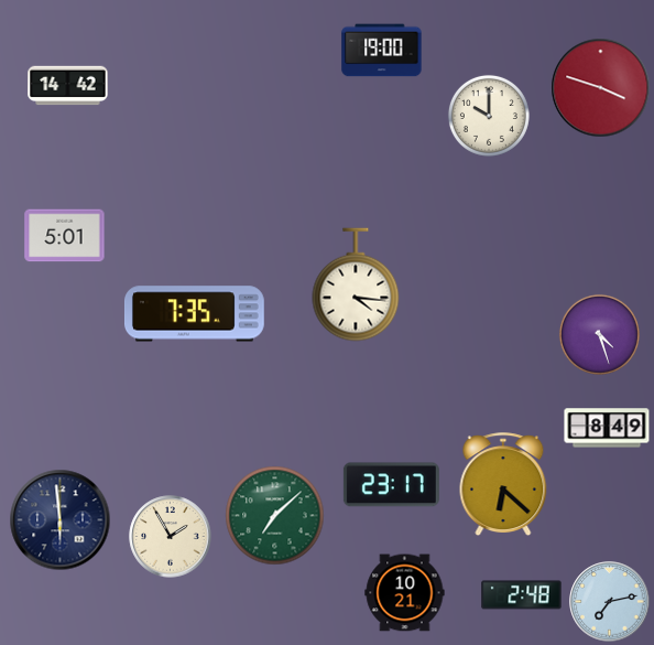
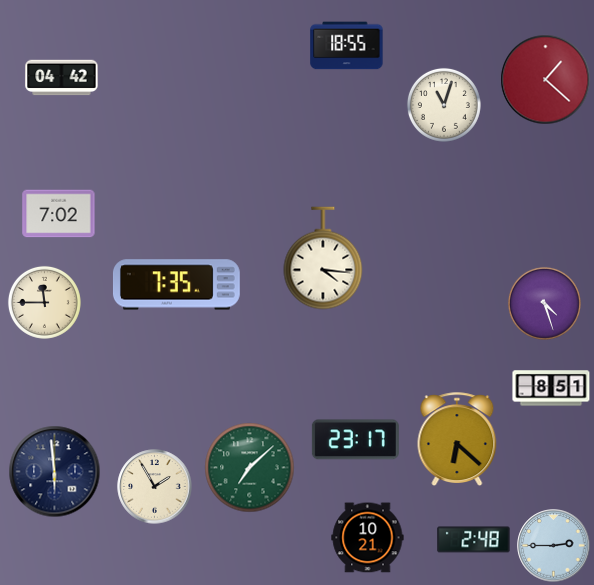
clock at (382, 51): 19:00 -> 18:55
clock at (68, 86): 14:42 -> 04:42
clock at (601, 88): 3:48 -> 1:22
clock at (489, 116): 10:00 -> 11:03
clock at (65, 236): 5:01 -> 7:02
clock at (44, 302): none -> 11:45
clock at (607, 428): 8:49 -> 8:51
clock at (610, 602): 7:13 -> 2:45
